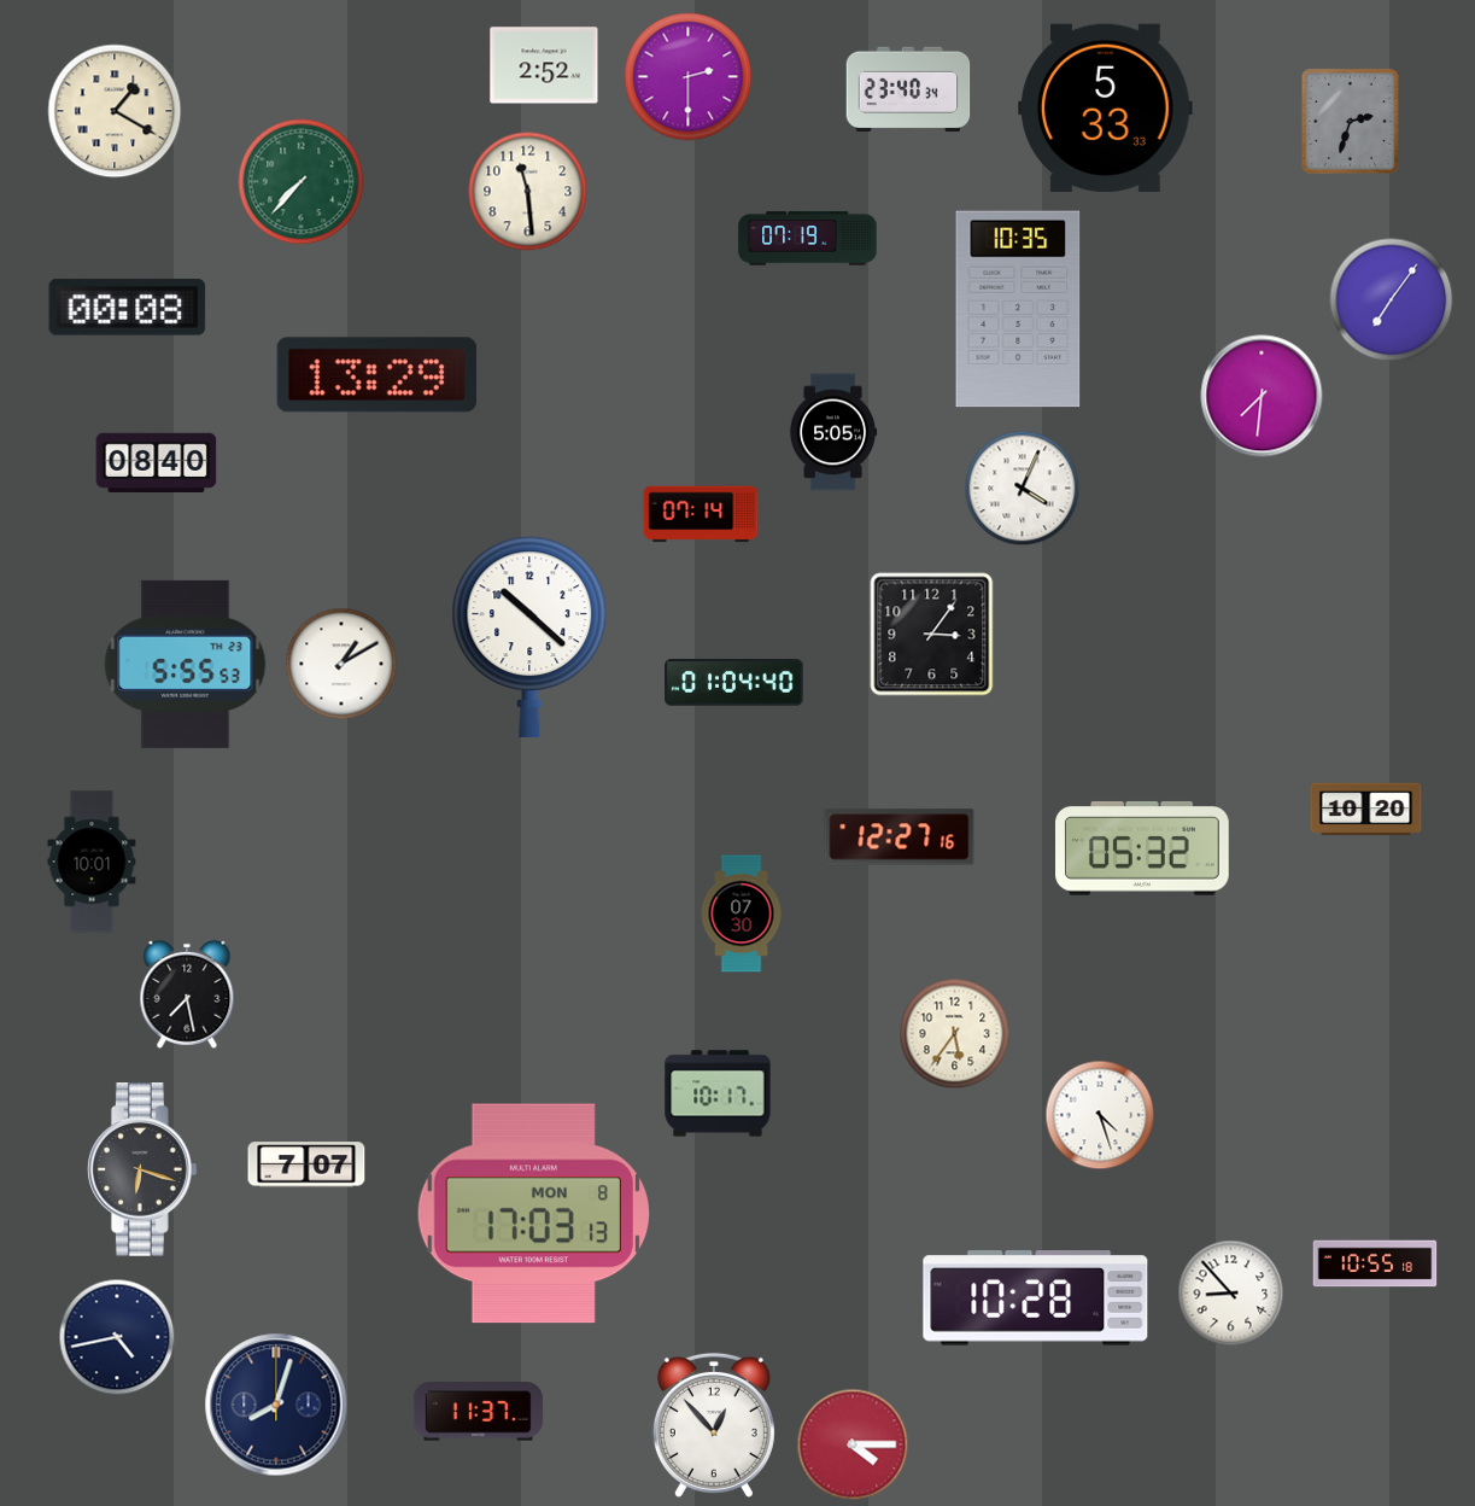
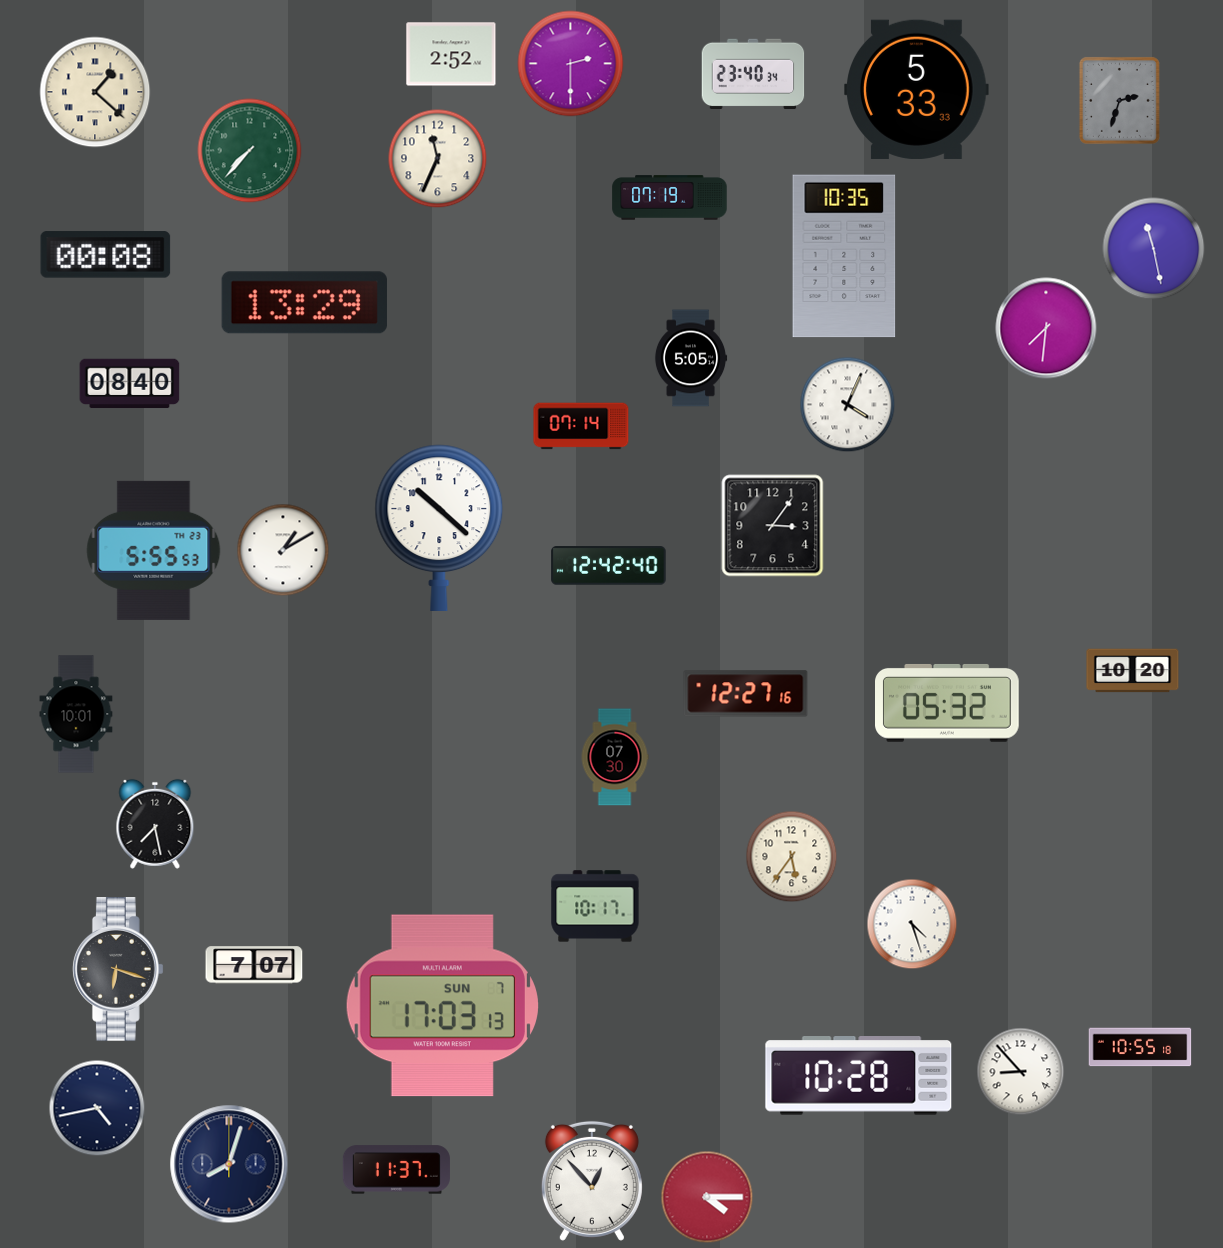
clock at (115, 111): 1:20 -> 1:22
clock at (528, 192): 11:29 -> 11:34
clock at (1392, 300): 7:06 -> 11:28
clock at (376, 375) position: (376, 375) -> (304, 303)
clock at (734, 683): 01:04 -> 12:42
clock at (533, 1214) date: MON 8 -> SUN 7
